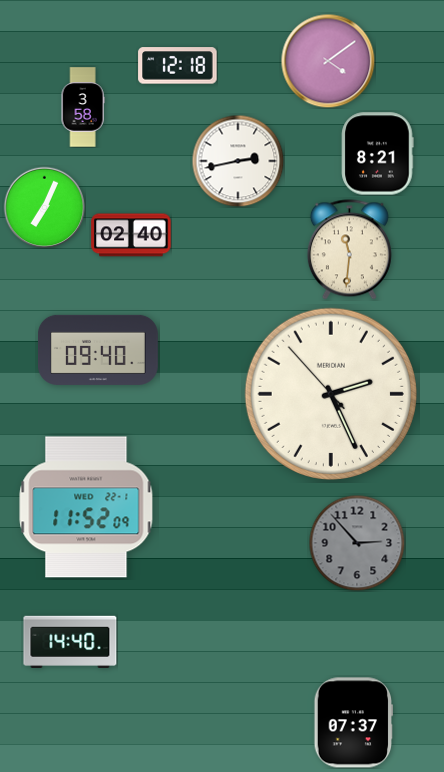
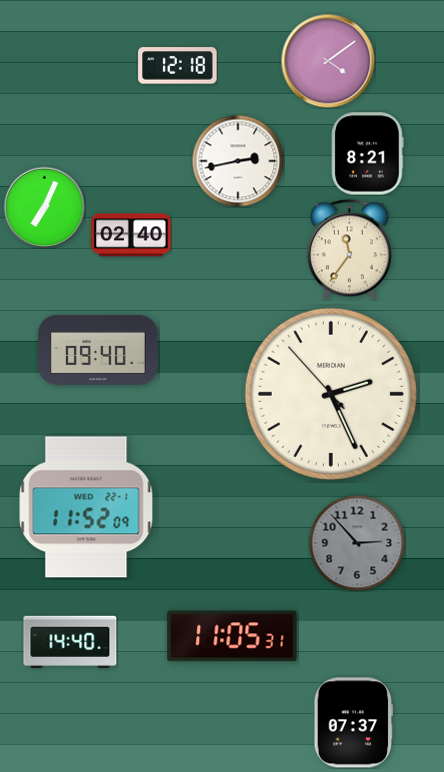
clock at (83, 107): 3:58 -> none
clock at (378, 154) position: (378, 154) -> (368, 154)
clock at (349, 250): 11:31 -> 11:36
clock at (232, 636): none -> 11:05
